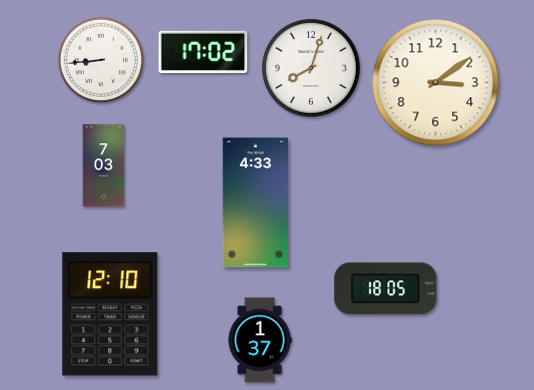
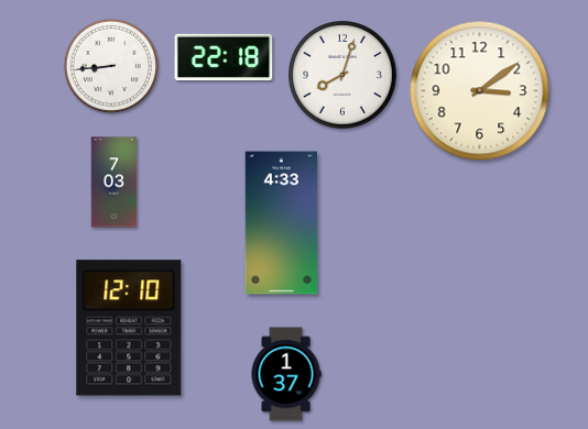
clock at (203, 51): 17:02 -> 22:18
clock at (386, 289): 18:05 -> none
clock at (110, 314) position: (110, 314) -> (129, 328)
